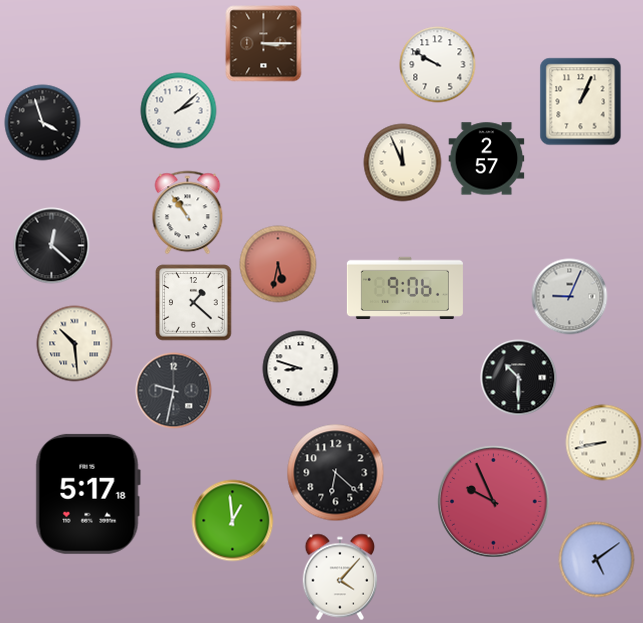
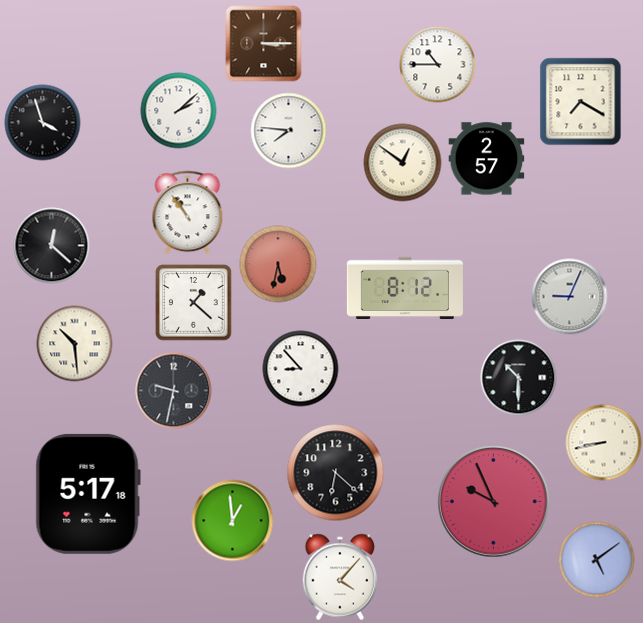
clock at (438, 65): 9:50 -> 10:45
clock at (581, 102): 1:04 -> 7:20
clock at (289, 131): none -> 7:46
clock at (403, 163): 11:56 -> 12:51
clock at (405, 287): 9:06 -> 8:12
clock at (301, 369): 8:48 -> 8:53
